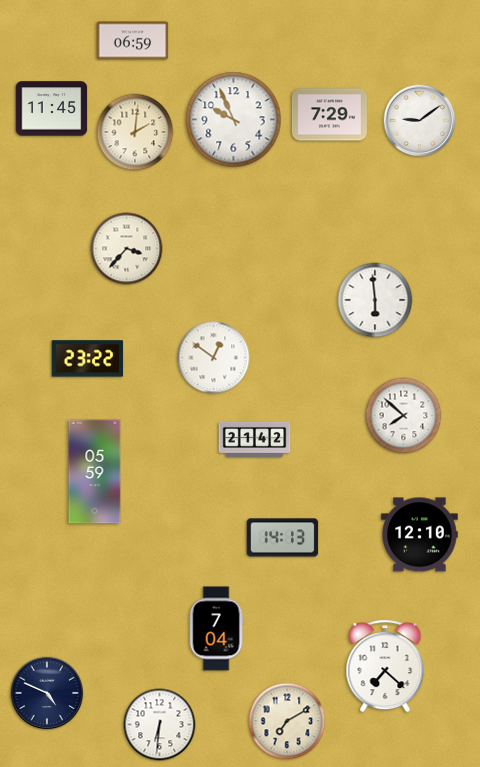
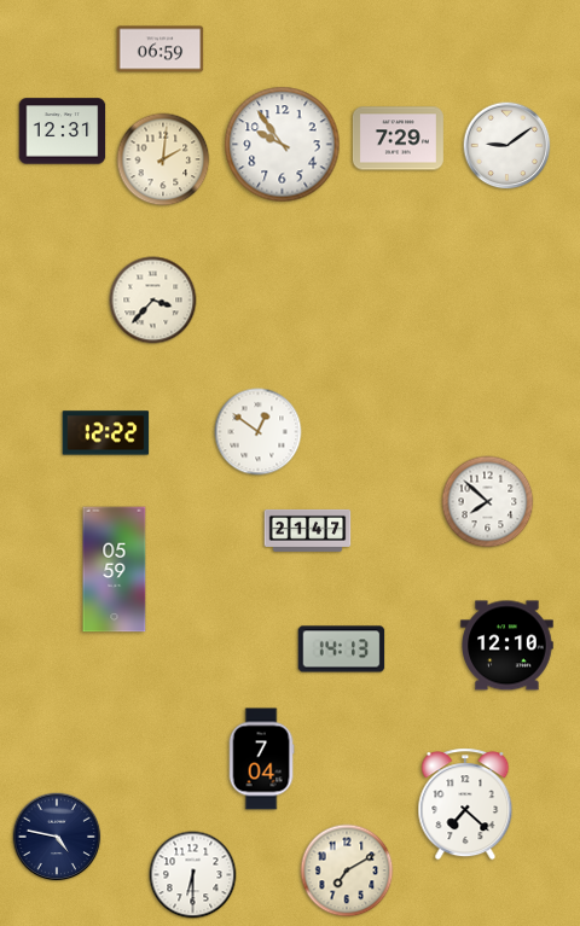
clock at (52, 109): 11:45 -> 12:31
clock at (234, 120): 9:56 -> 9:54
clock at (375, 300): 5:59 -> none
clock at (88, 359): 23:22 -> 12:22
clock at (255, 439): 21:42 -> 21:47
clock at (47, 693): 4:49 -> 4:47
clock at (160, 725): 6:31 -> 6:30
